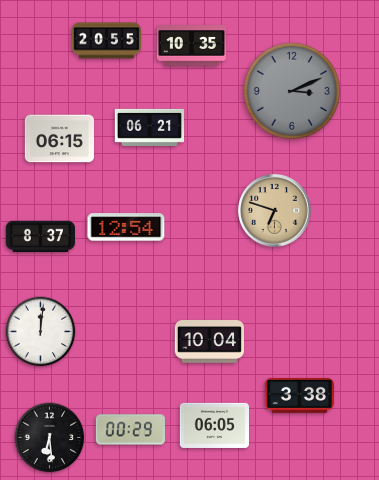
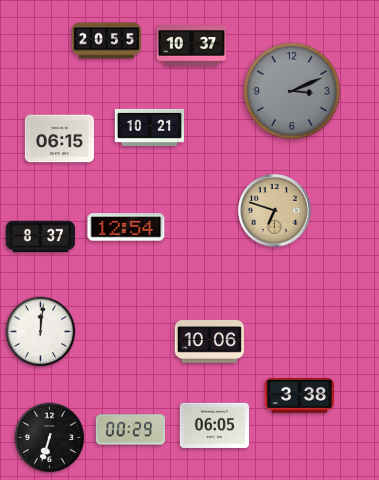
clock at (191, 46): 10:35 -> 10:37
clock at (150, 127): 06:21 -> 10:21
clock at (209, 342): 10:04 -> 10:06
clock at (50, 438): 6:29 -> 6:33
